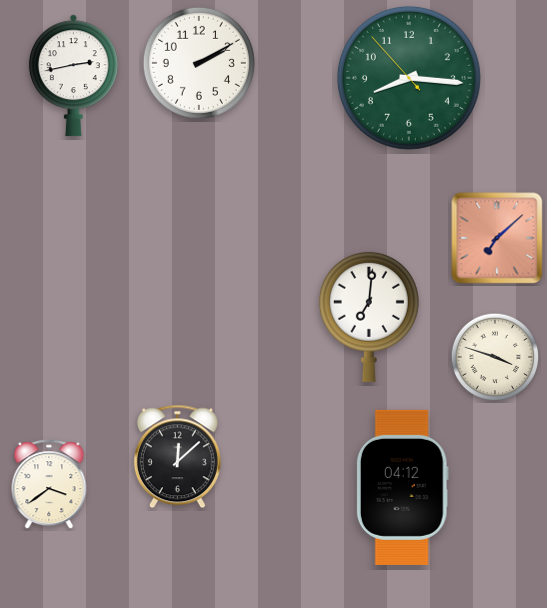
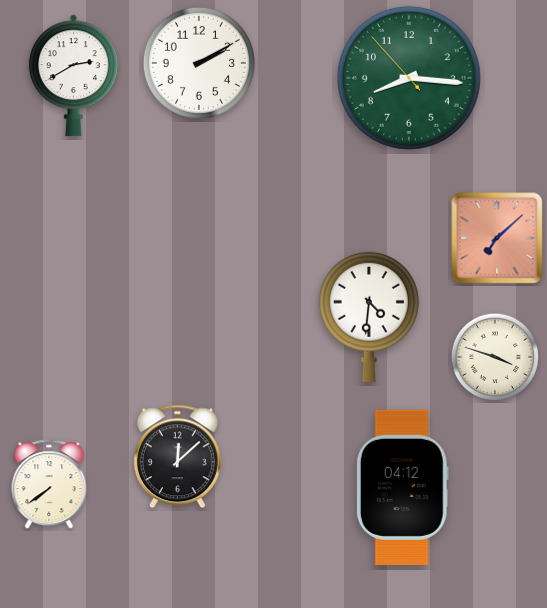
clock at (73, 76): 2:43 -> 2:40
clock at (369, 317): 7:01 -> 4:31
clock at (49, 485): 3:39 -> 7:39
